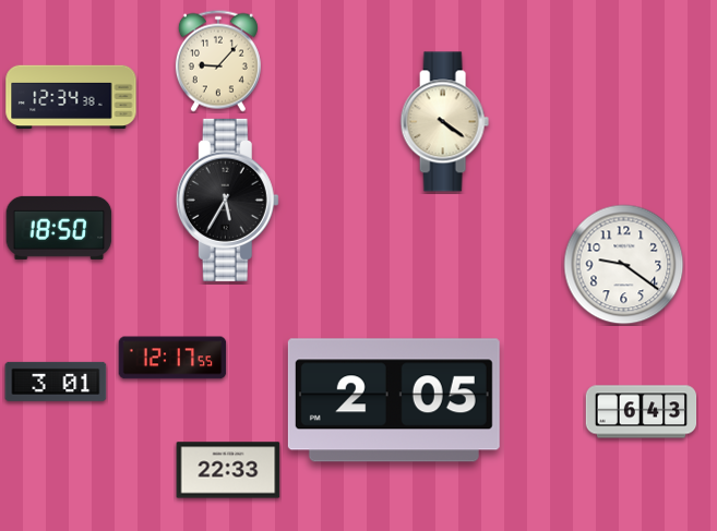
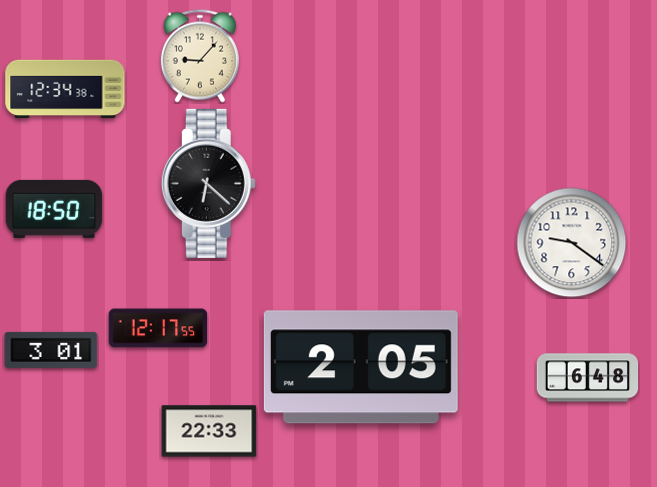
clock at (444, 122): 4:21 -> none
clock at (227, 200): 5:35 -> 6:22
clock at (642, 412): 6:43 -> 6:48
